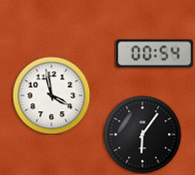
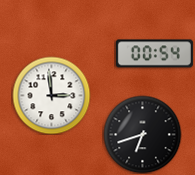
clock at (51, 95): 3:58 -> 2:59
clock at (142, 134): 6:06 -> 6:42
